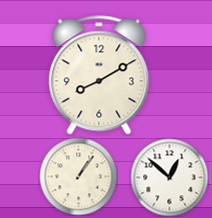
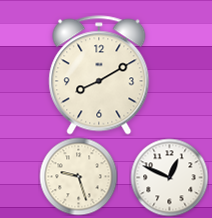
clock at (78, 176): 1:06 -> 9:27
clock at (169, 177): 12:52 -> 12:49
